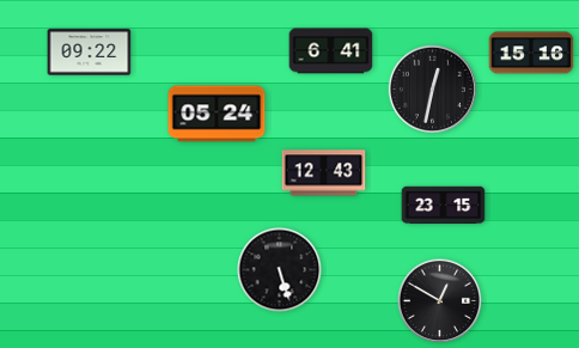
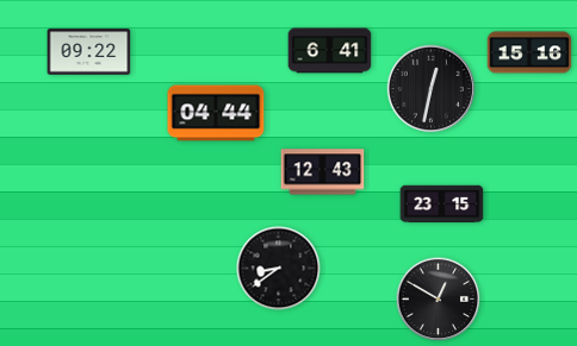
clock at (217, 114): 05:24 -> 04:44
clock at (280, 270): 5:27 -> 8:39
